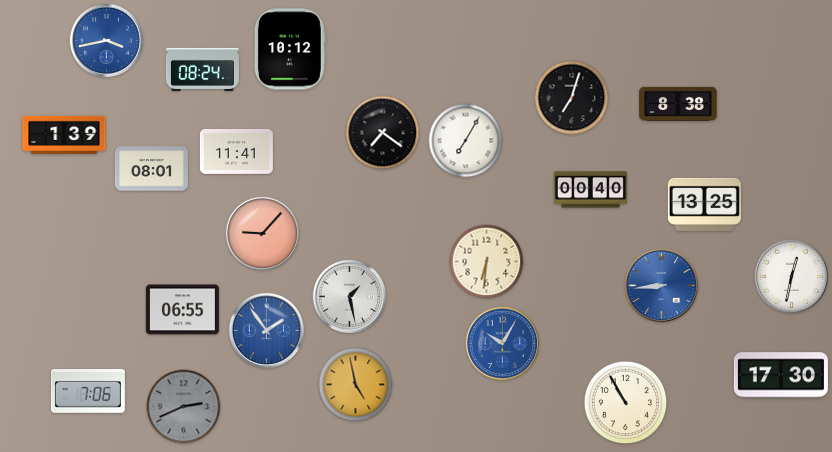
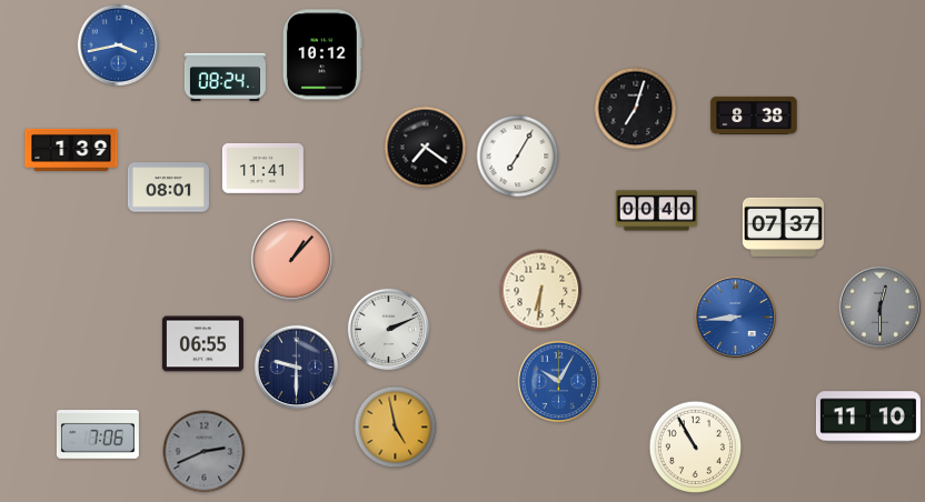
clock at (704, 204): 13:25 -> 07:37
clock at (263, 234): 9:07 -> 1:07
clock at (792, 277): 12:32 -> 12:30
clock at (792, 277) dial: white -> grey
clock at (350, 297): 1:28 -> 2:11
clock at (266, 330): 1:54 -> 9:30
clock at (266, 330) dial: blue -> navy
clock at (781, 375): 17:30 -> 11:10
